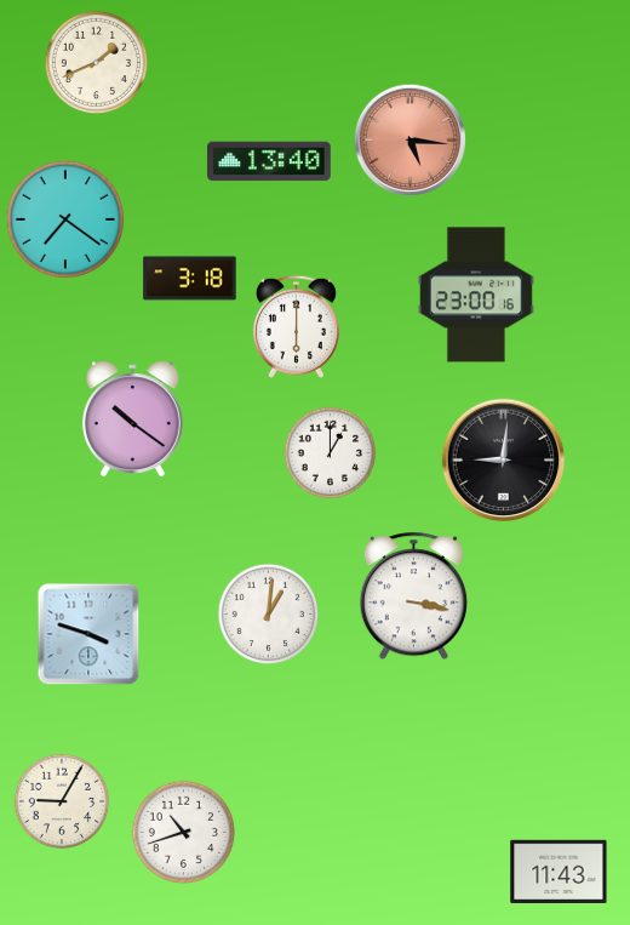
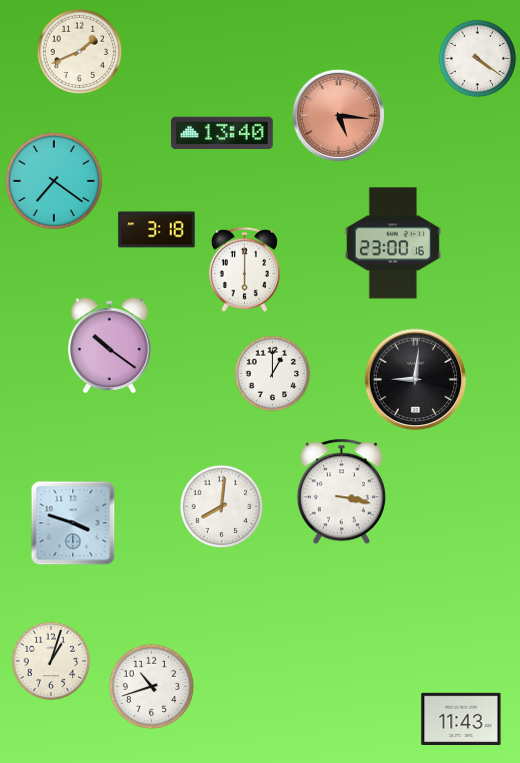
clock at (478, 59): none -> 4:21
clock at (269, 615): 1:01 -> 8:01
clock at (62, 801): 9:05 -> 1:03
